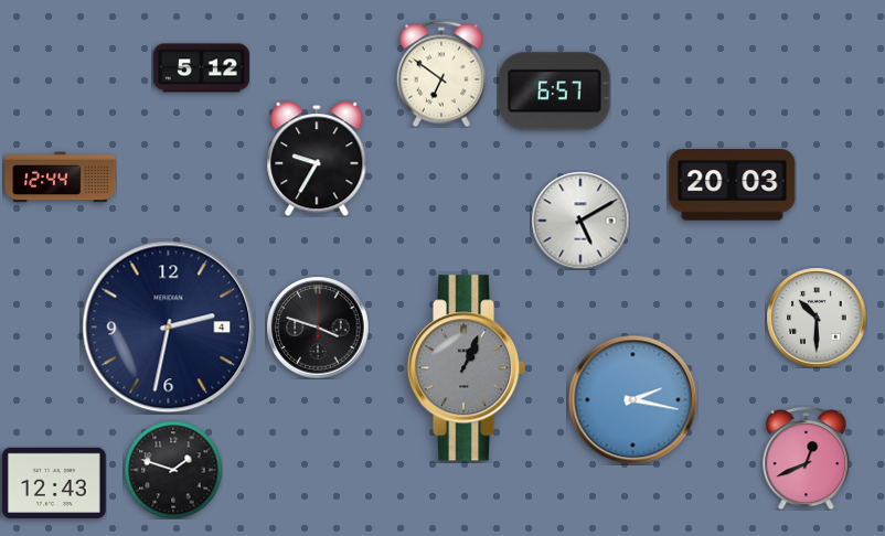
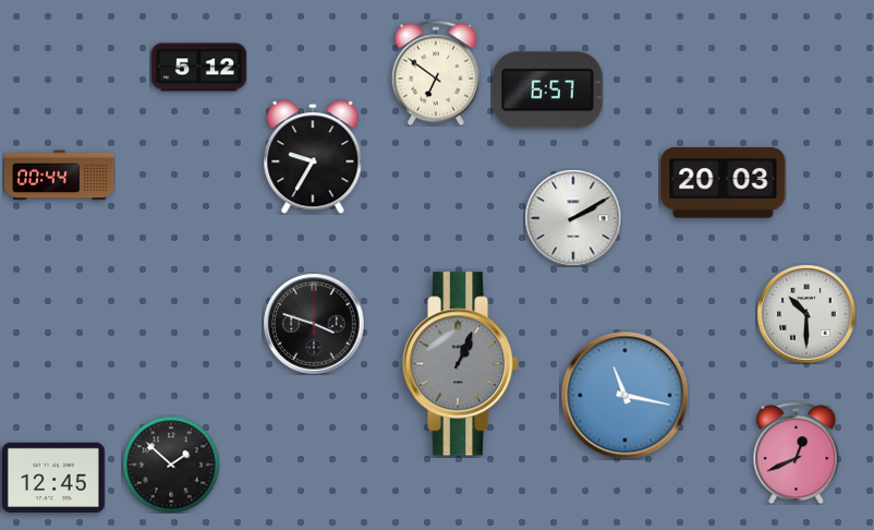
clock at (61, 178): 12:44 -> 00:44
clock at (580, 221): 5:10 -> 2:10
clock at (169, 328): 2:32 -> none
clock at (632, 399): 2:17 -> 11:17
clock at (173, 470): 1:48 -> 1:52
clock at (55, 482): 12:43 -> 12:45
